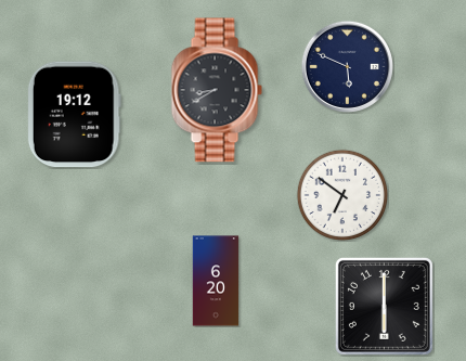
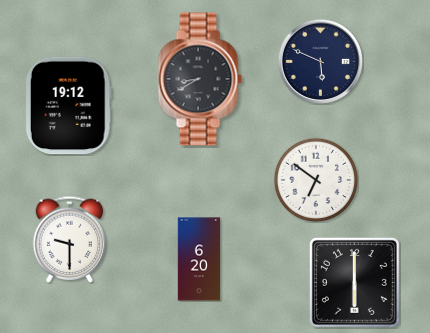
clock at (217, 90) position: (217, 90) -> (200, 79)
clock at (70, 239): none -> 9:30
